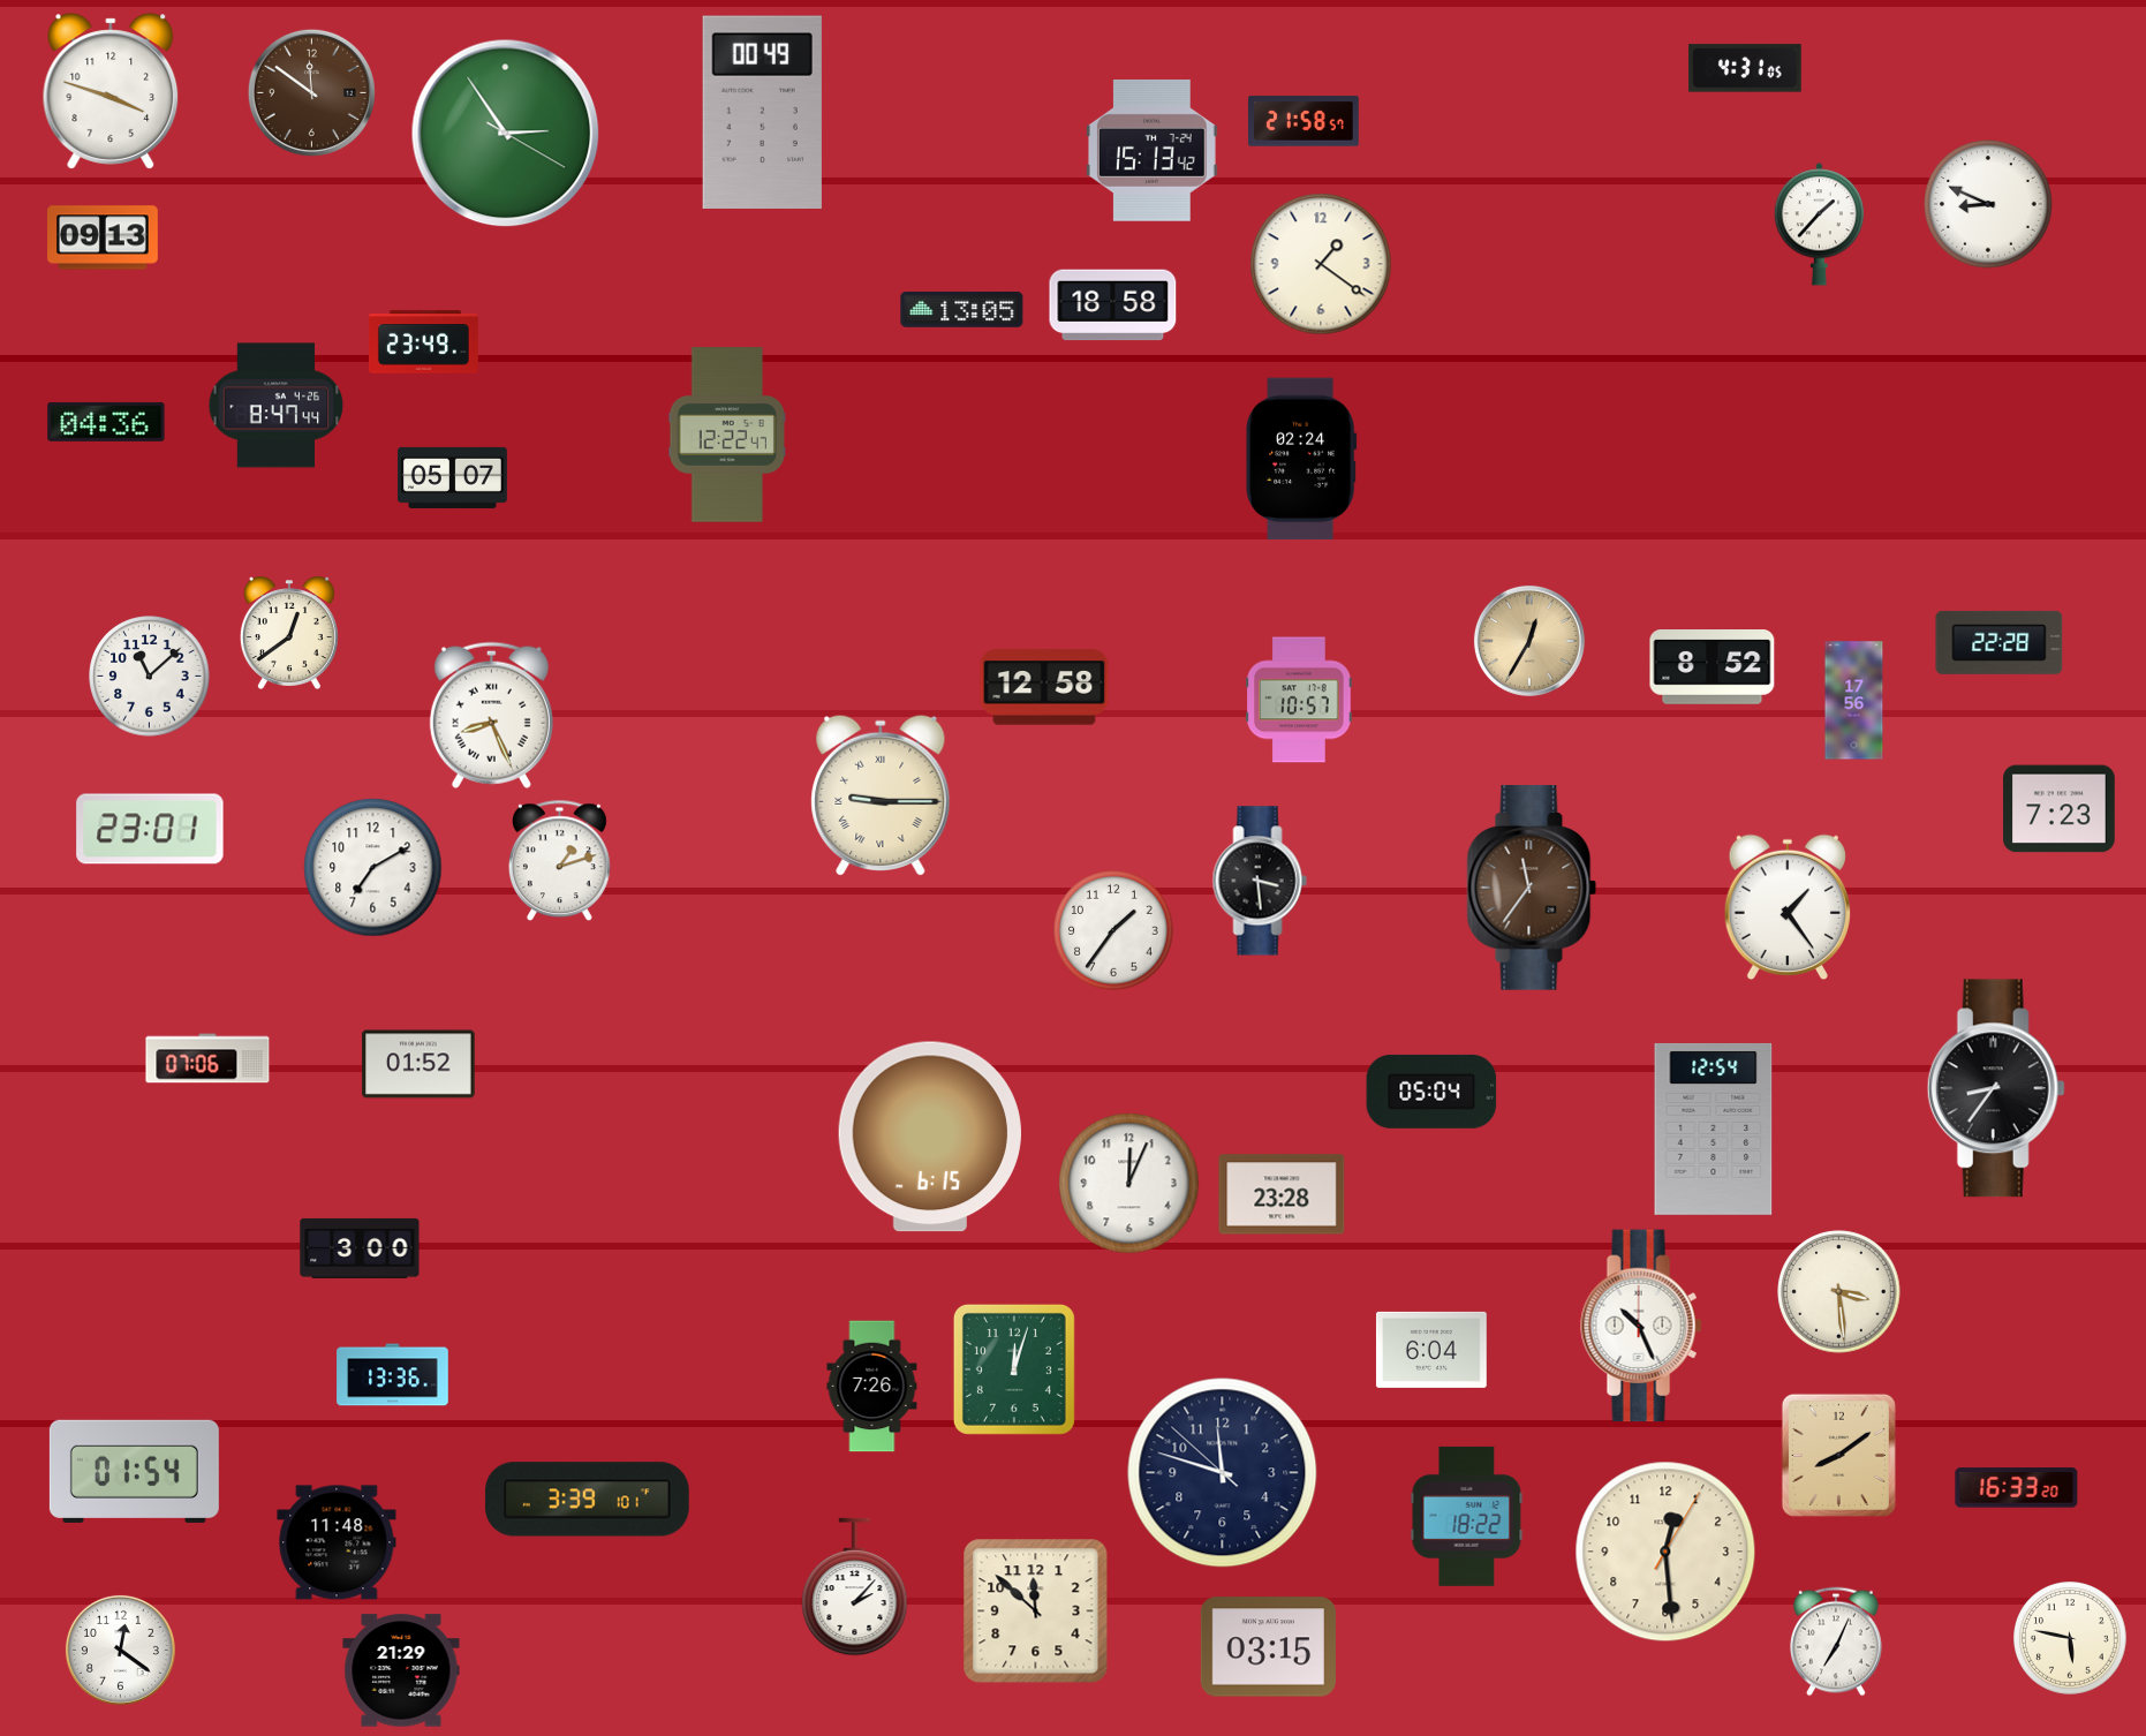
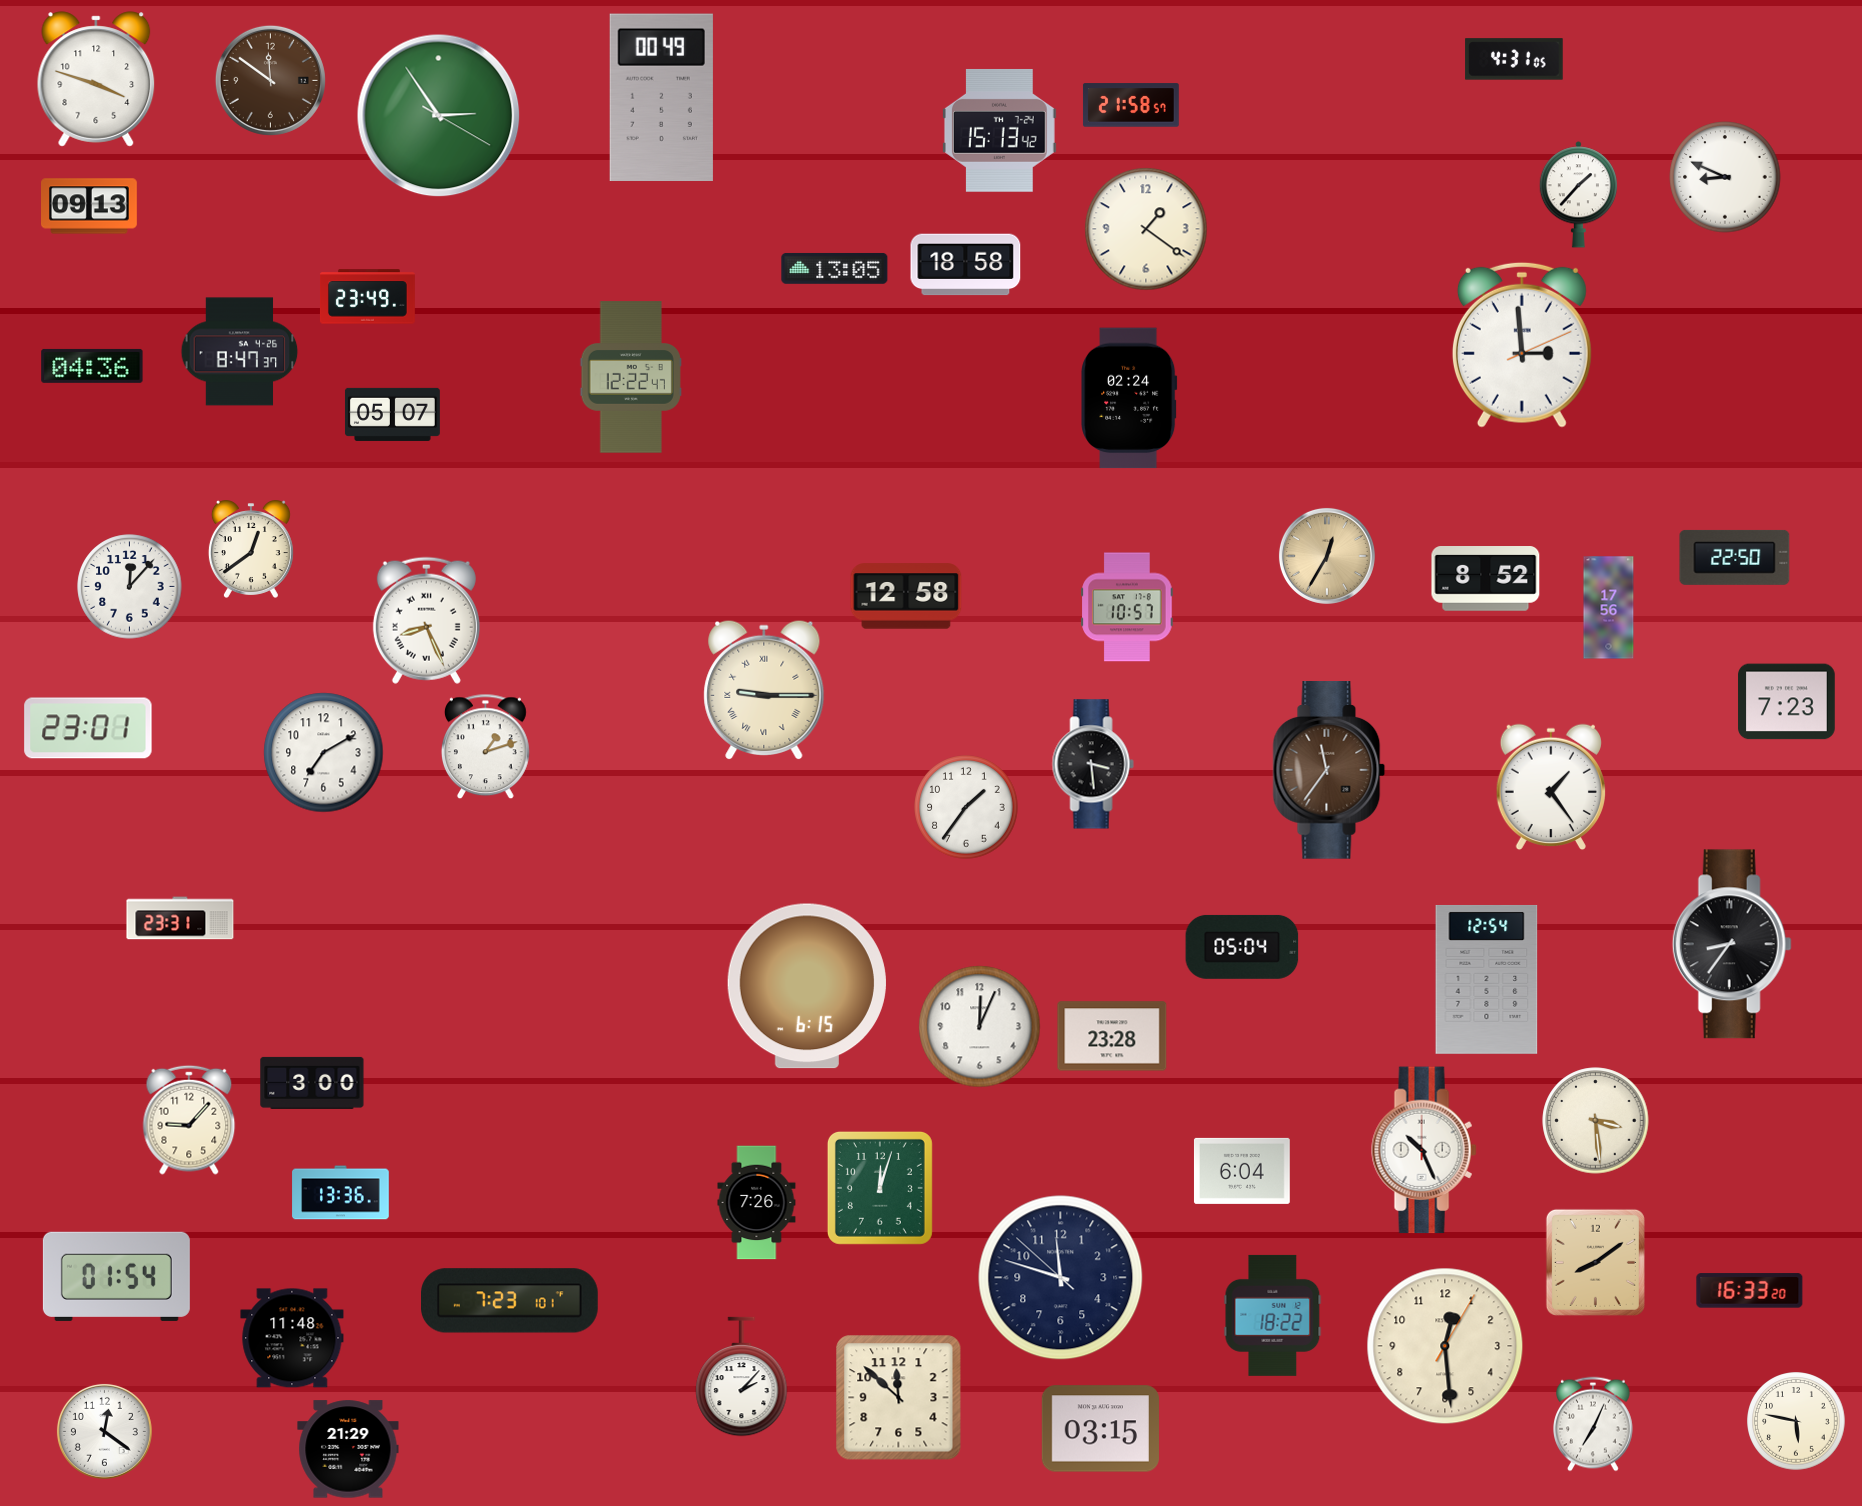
clock at (1522, 345): none -> 2:59
clock at (277, 406): 8:47:44 -> 8:47:37
clock at (2000, 642): 22:28 -> 22:50
clock at (150, 677): 11:08 -> 12:07
clock at (150, 829) position: (150, 829) -> (88, 728)
clock at (207, 1058): 07:06 -> 23:31
clock at (418, 1064): 01:52 -> none
clock at (189, 1120): none -> 9:07
clock at (588, 1500): 3:39 -> 7:23
